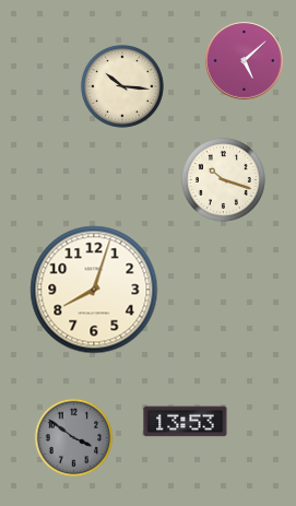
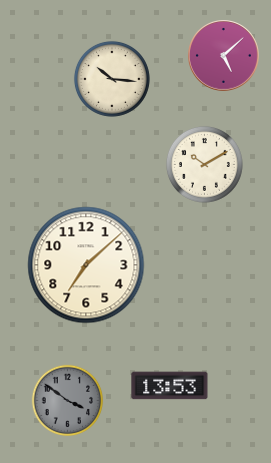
clock at (223, 179): 10:18 -> 10:10
clock at (94, 290): 8:03 -> 7:08
